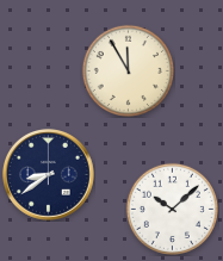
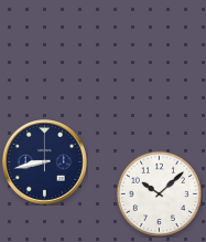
clock at (128, 70): 11:55 -> none
clock at (49, 175): 8:39 -> 8:43
